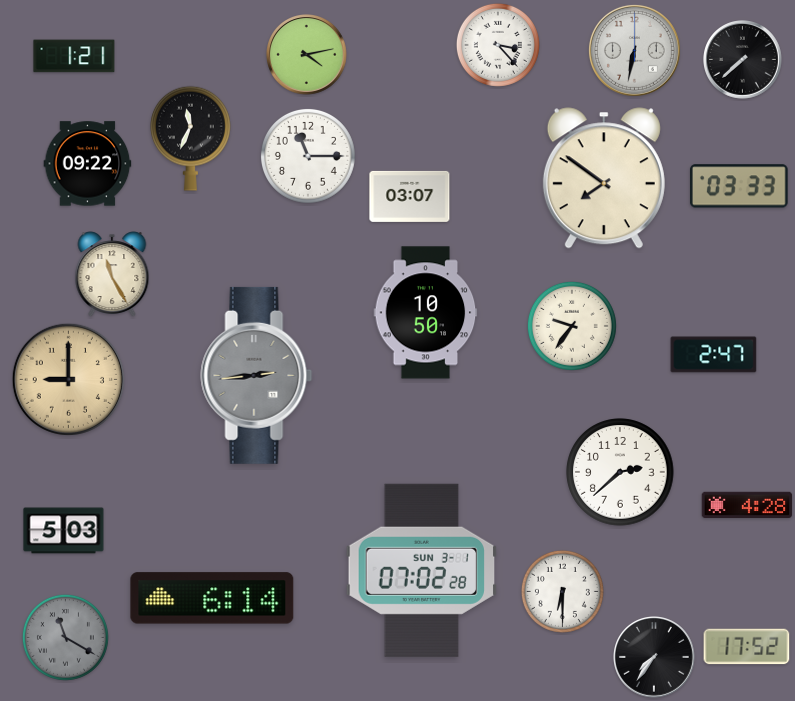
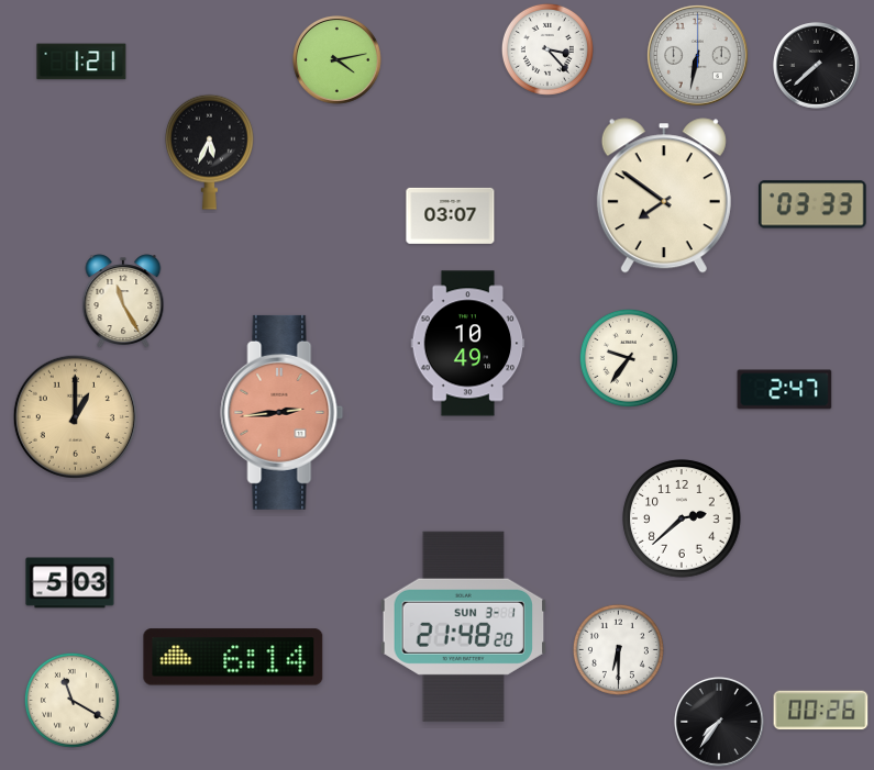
clock at (191, 138): 11:34 -> 5:34
clock at (308, 156): 11:15 -> none
clock at (88, 164): 09:22 -> none
clock at (426, 313): 10:50 -> 10:49
clock at (257, 375) dial: grey -> salmon
clock at (68, 379): 9:00 -> 1:00
clock at (747, 504): 4:28 -> none
clock at (421, 570): 07:02 -> 21:48
clock at (65, 637) dial: grey -> cream
clock at (747, 647): 17:52 -> 00:26
